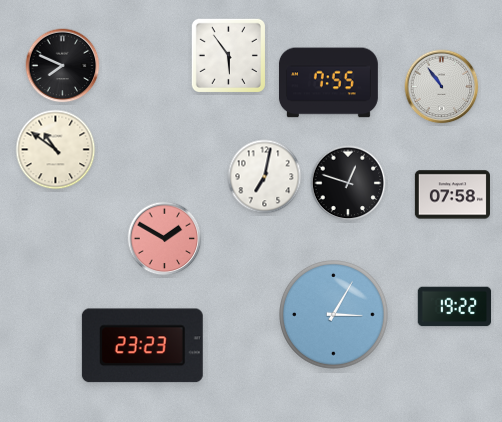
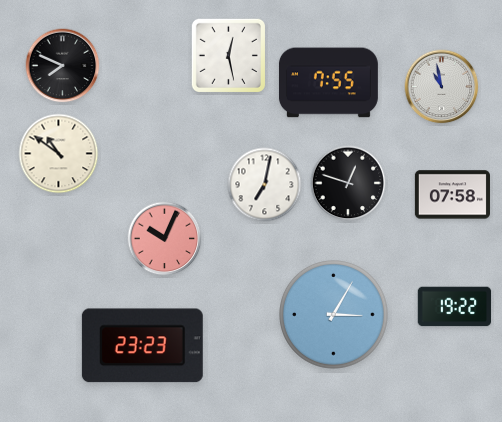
clock at (228, 55): 5:54 -> 12:28
clock at (442, 87): 10:54 -> 10:58
clock at (56, 150) position: (56, 150) -> (59, 154)
clock at (265, 177) position: (265, 177) -> (265, 185)
clock at (165, 239): 1:50 -> 10:04
